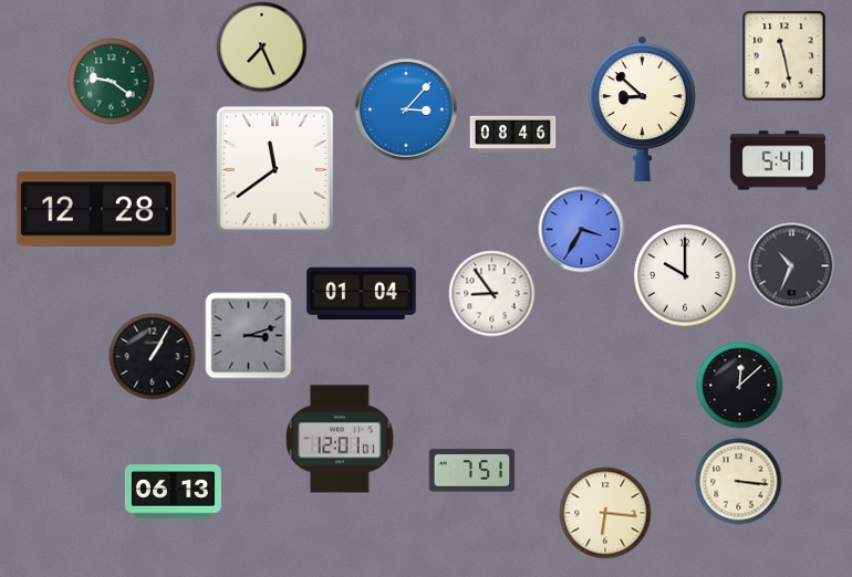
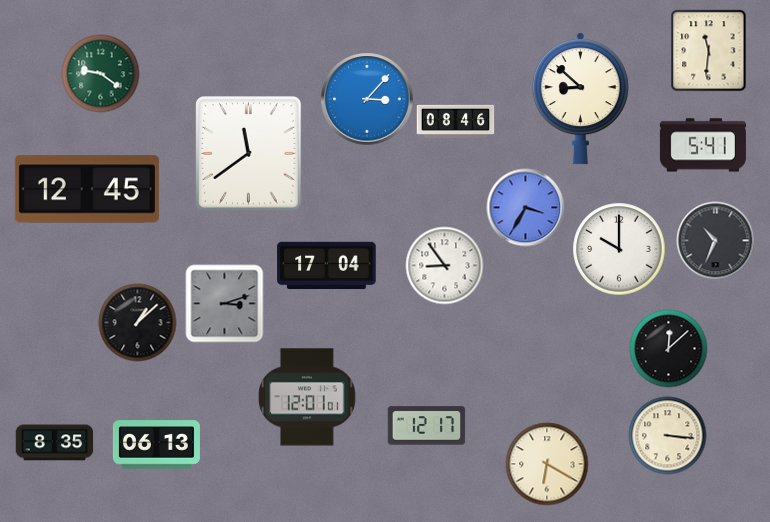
clock at (261, 46): 7:26 -> none
clock at (785, 55): 11:28 -> 11:31
clock at (512, 134) position: (512, 134) -> (455, 121)
clock at (96, 209): 12:28 -> 12:45
clock at (362, 294): 01:04 -> 17:04
clock at (152, 356): 1:05 -> 1:08
clock at (471, 471): 7:51 -> 12:17
clock at (54, 443): none -> 8:35
clock at (605, 513): 6:16 -> 6:20
